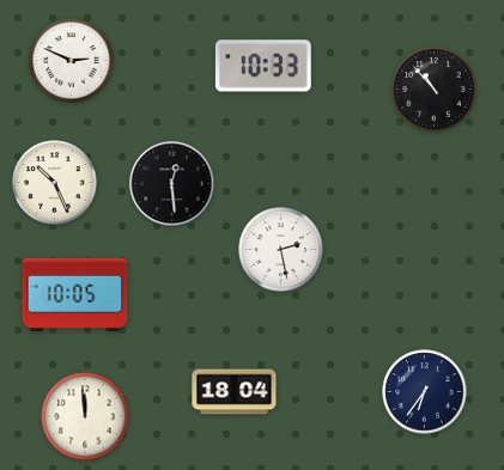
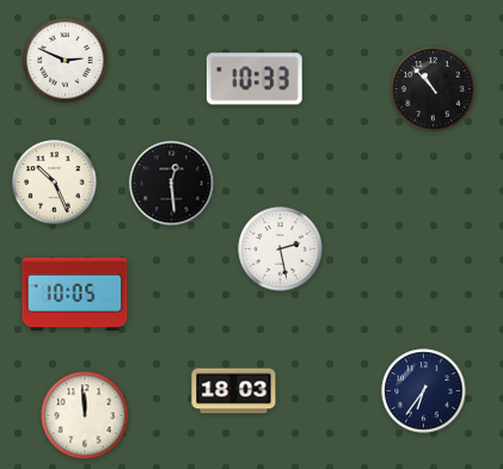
clock at (72, 61) position: (72, 61) -> (66, 61)
clock at (263, 66) position: (263, 66) -> (254, 79)
clock at (235, 392): 18:04 -> 18:03
